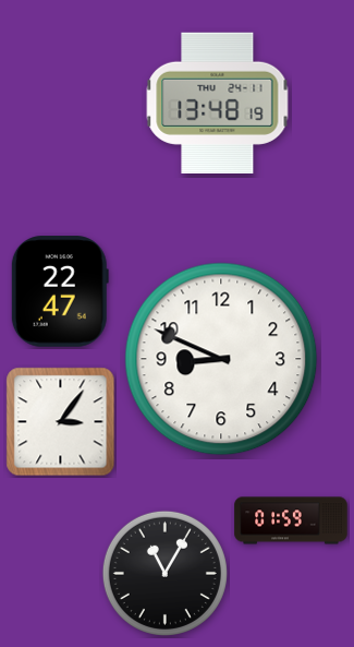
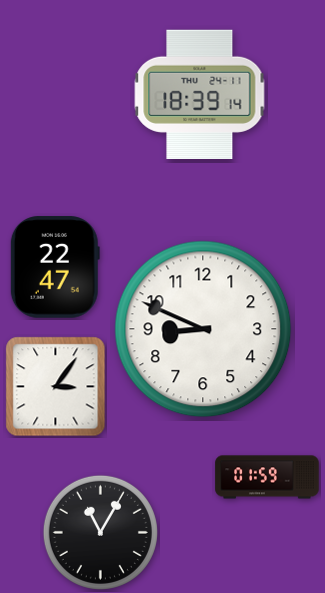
clock at (218, 103): 13:48 -> 18:39
clock at (164, 573) position: (164, 573) -> (100, 532)
